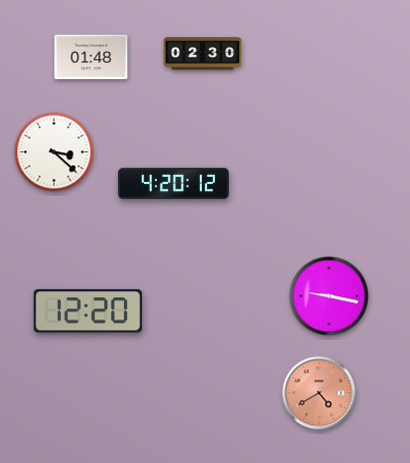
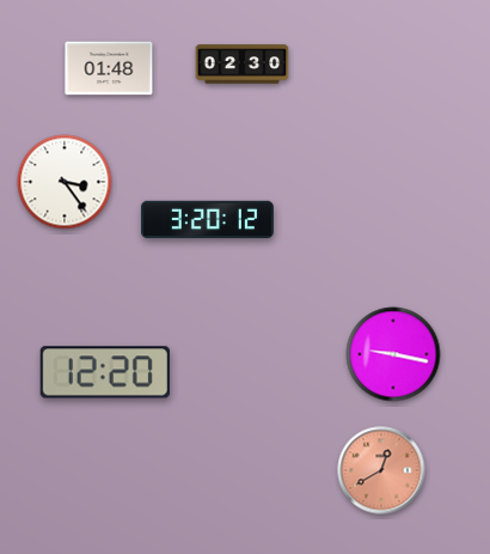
clock at (54, 152): 3:22 -> 3:24
clock at (173, 184): 4:20 -> 3:20
clock at (319, 393): 4:40 -> 12:40
